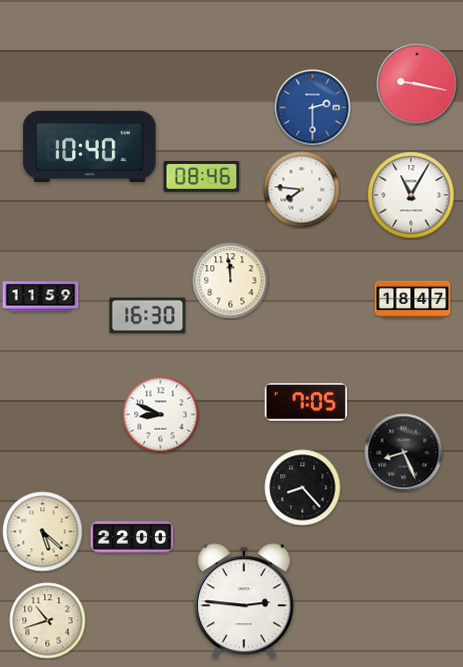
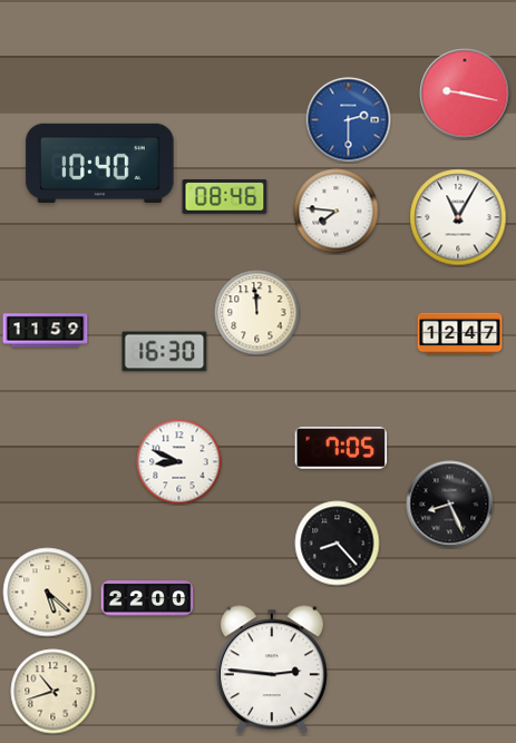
clock at (413, 300): 18:47 -> 12:47
